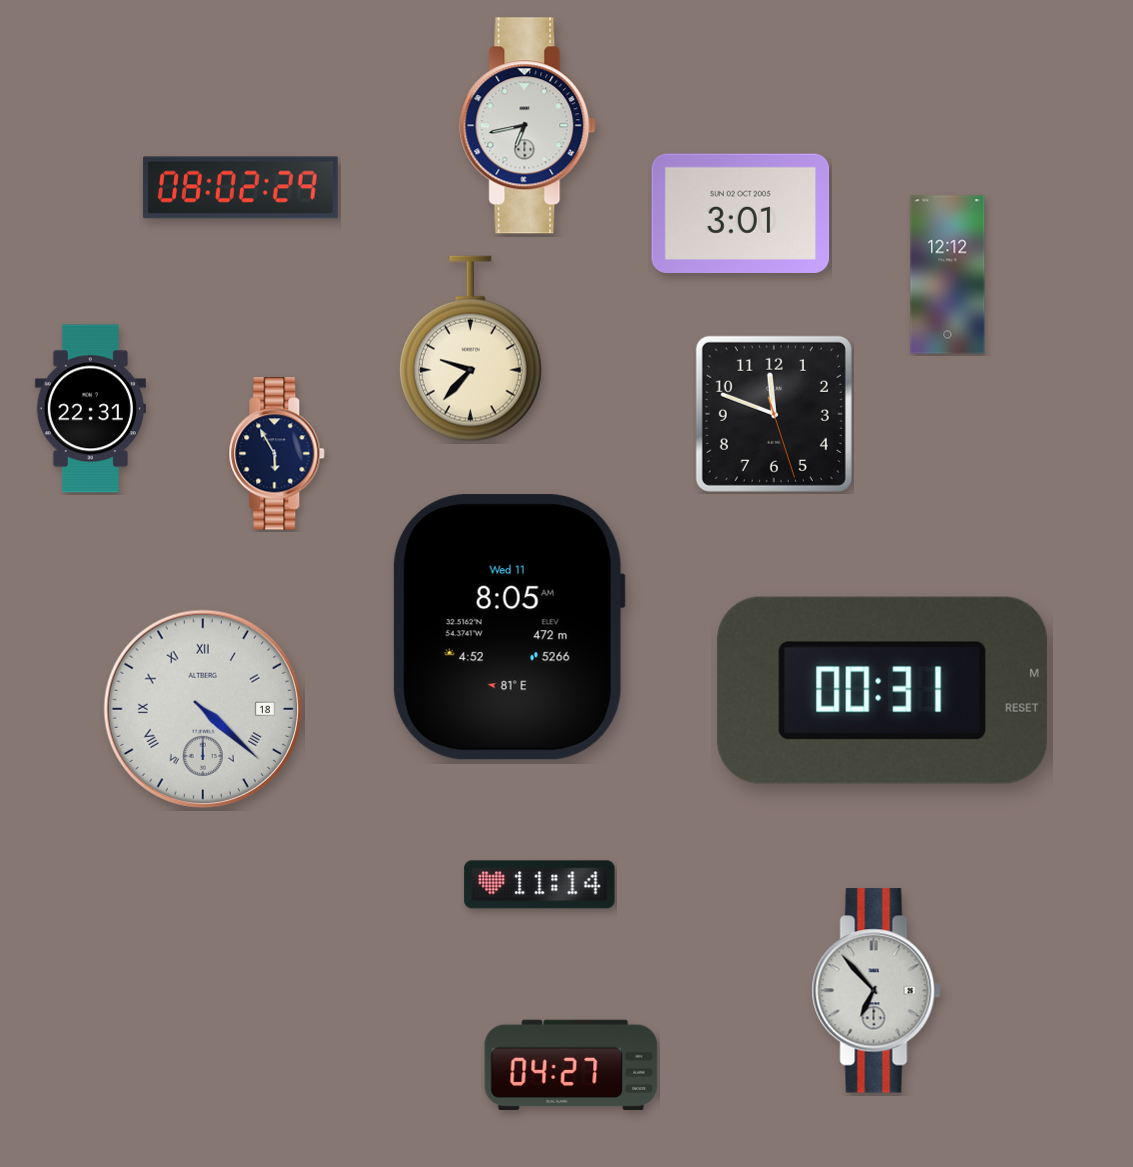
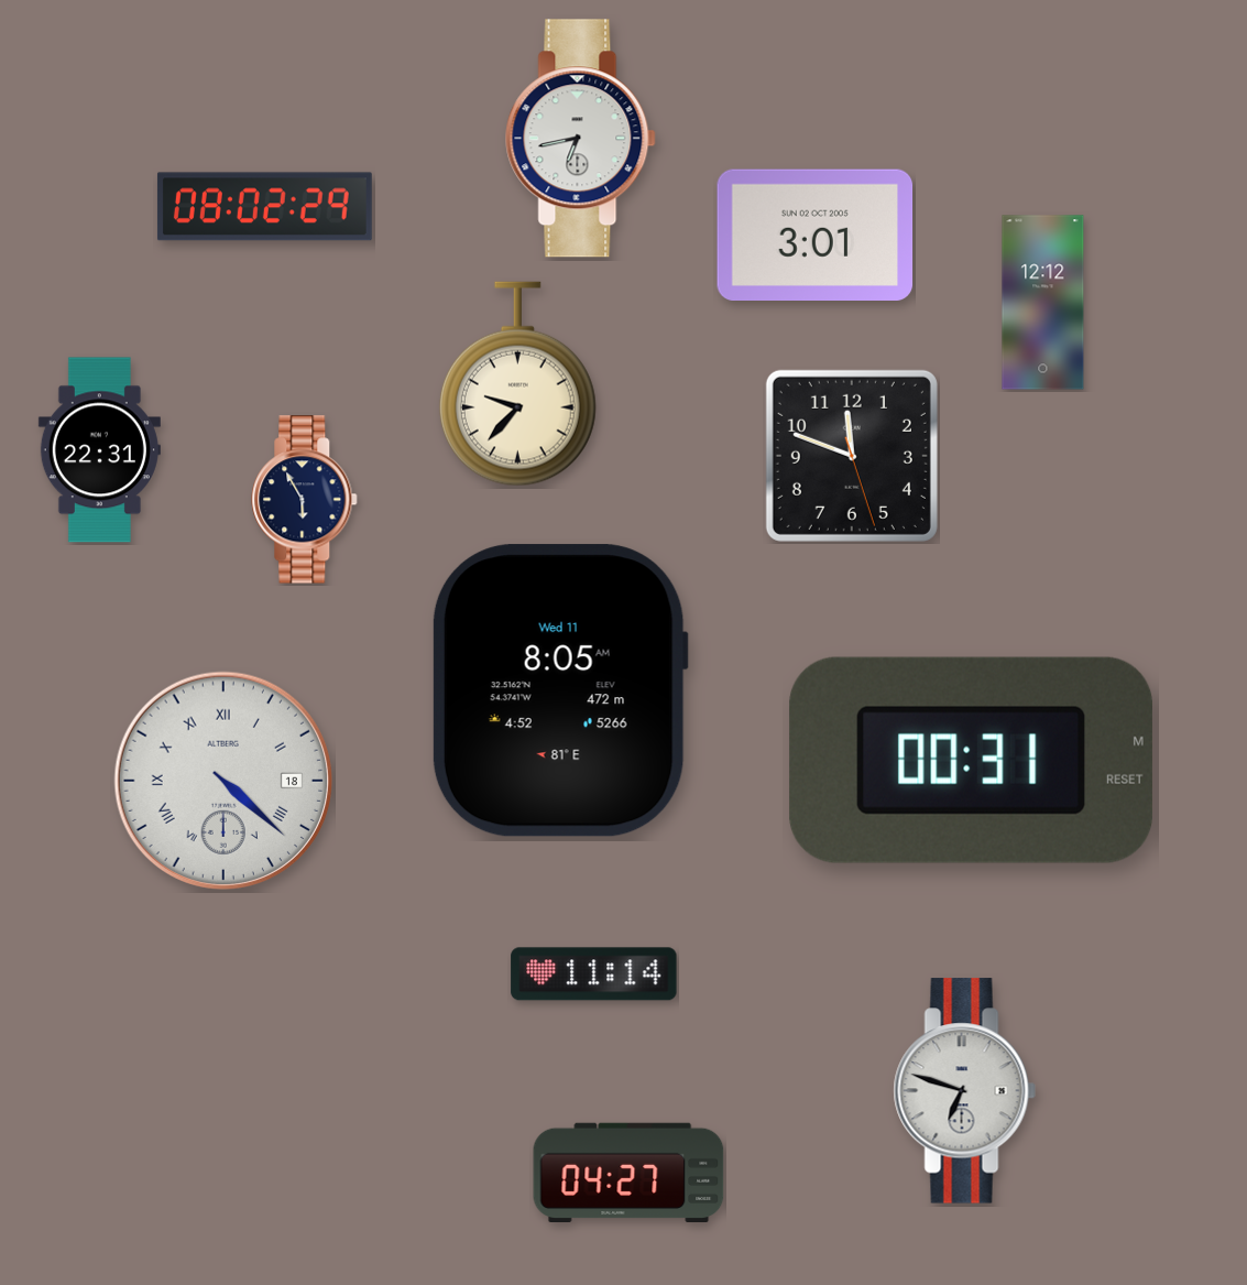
clock at (876, 991): 6:53 -> 6:48
